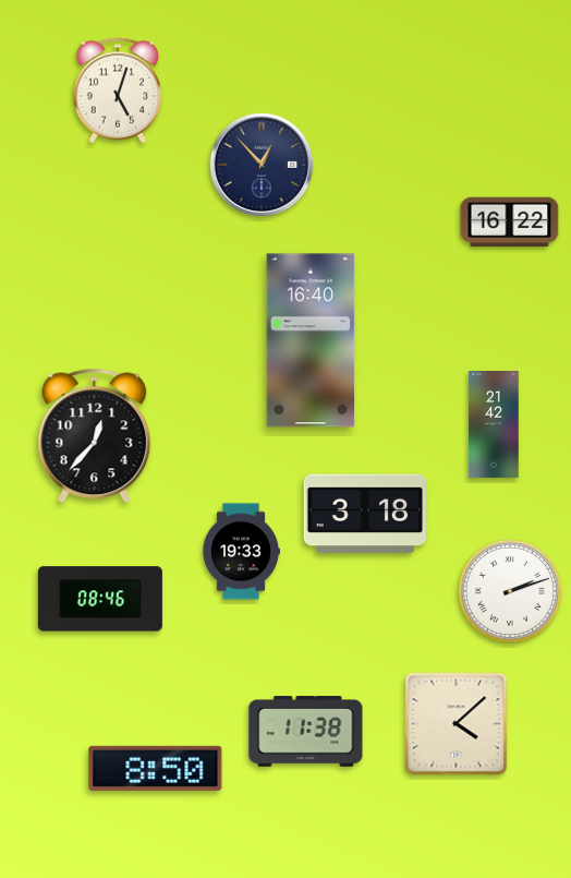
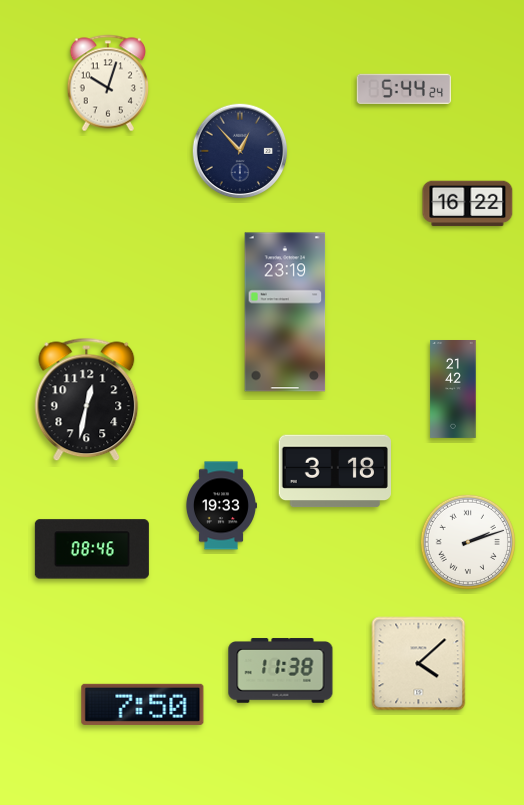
clock at (117, 91): 5:03 -> 10:03
clock at (404, 89): none -> 5:44
clock at (311, 340): 16:40 -> 23:19
clock at (95, 436): 12:37 -> 12:32
clock at (156, 768): 8:50 -> 7:50
